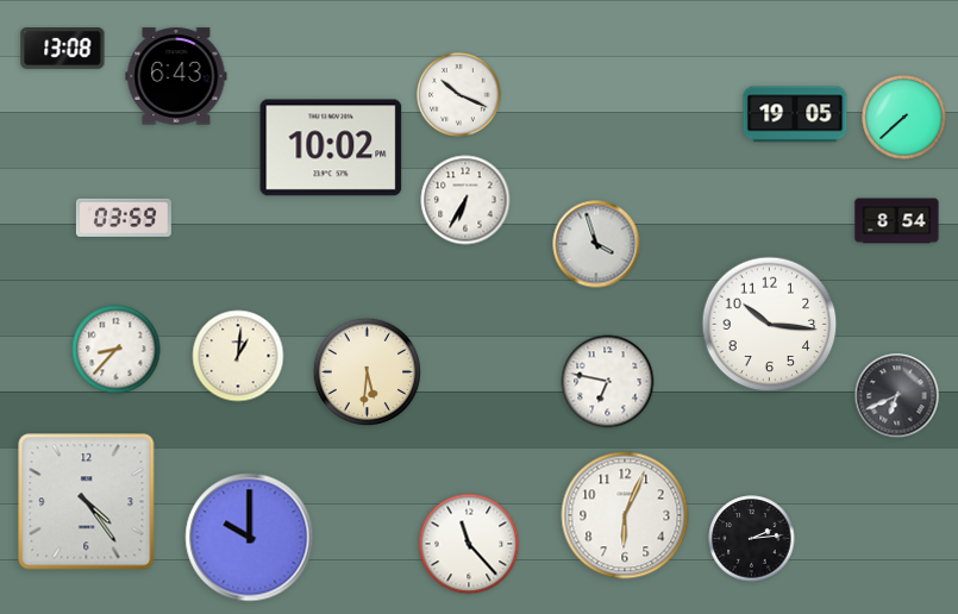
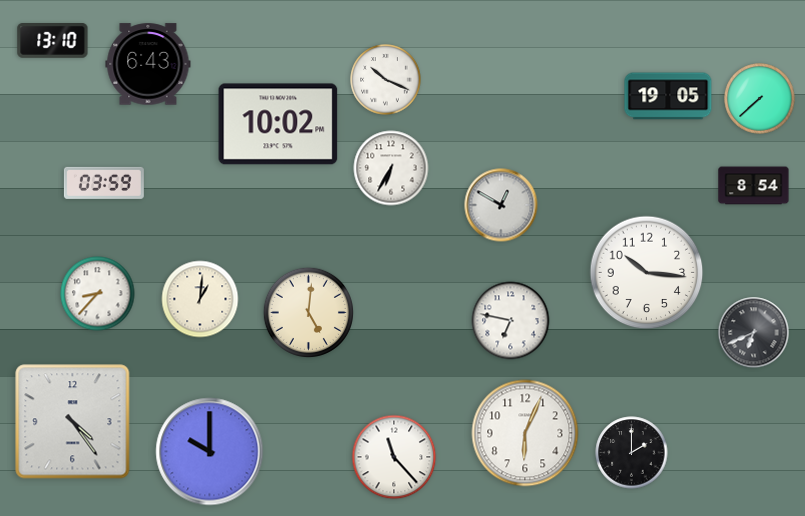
clock at (63, 49): 13:08 -> 13:10
clock at (596, 244): 3:57 -> 12:50
clock at (367, 371): 5:31 -> 5:01
clock at (752, 539): 2:14 -> 2:00
